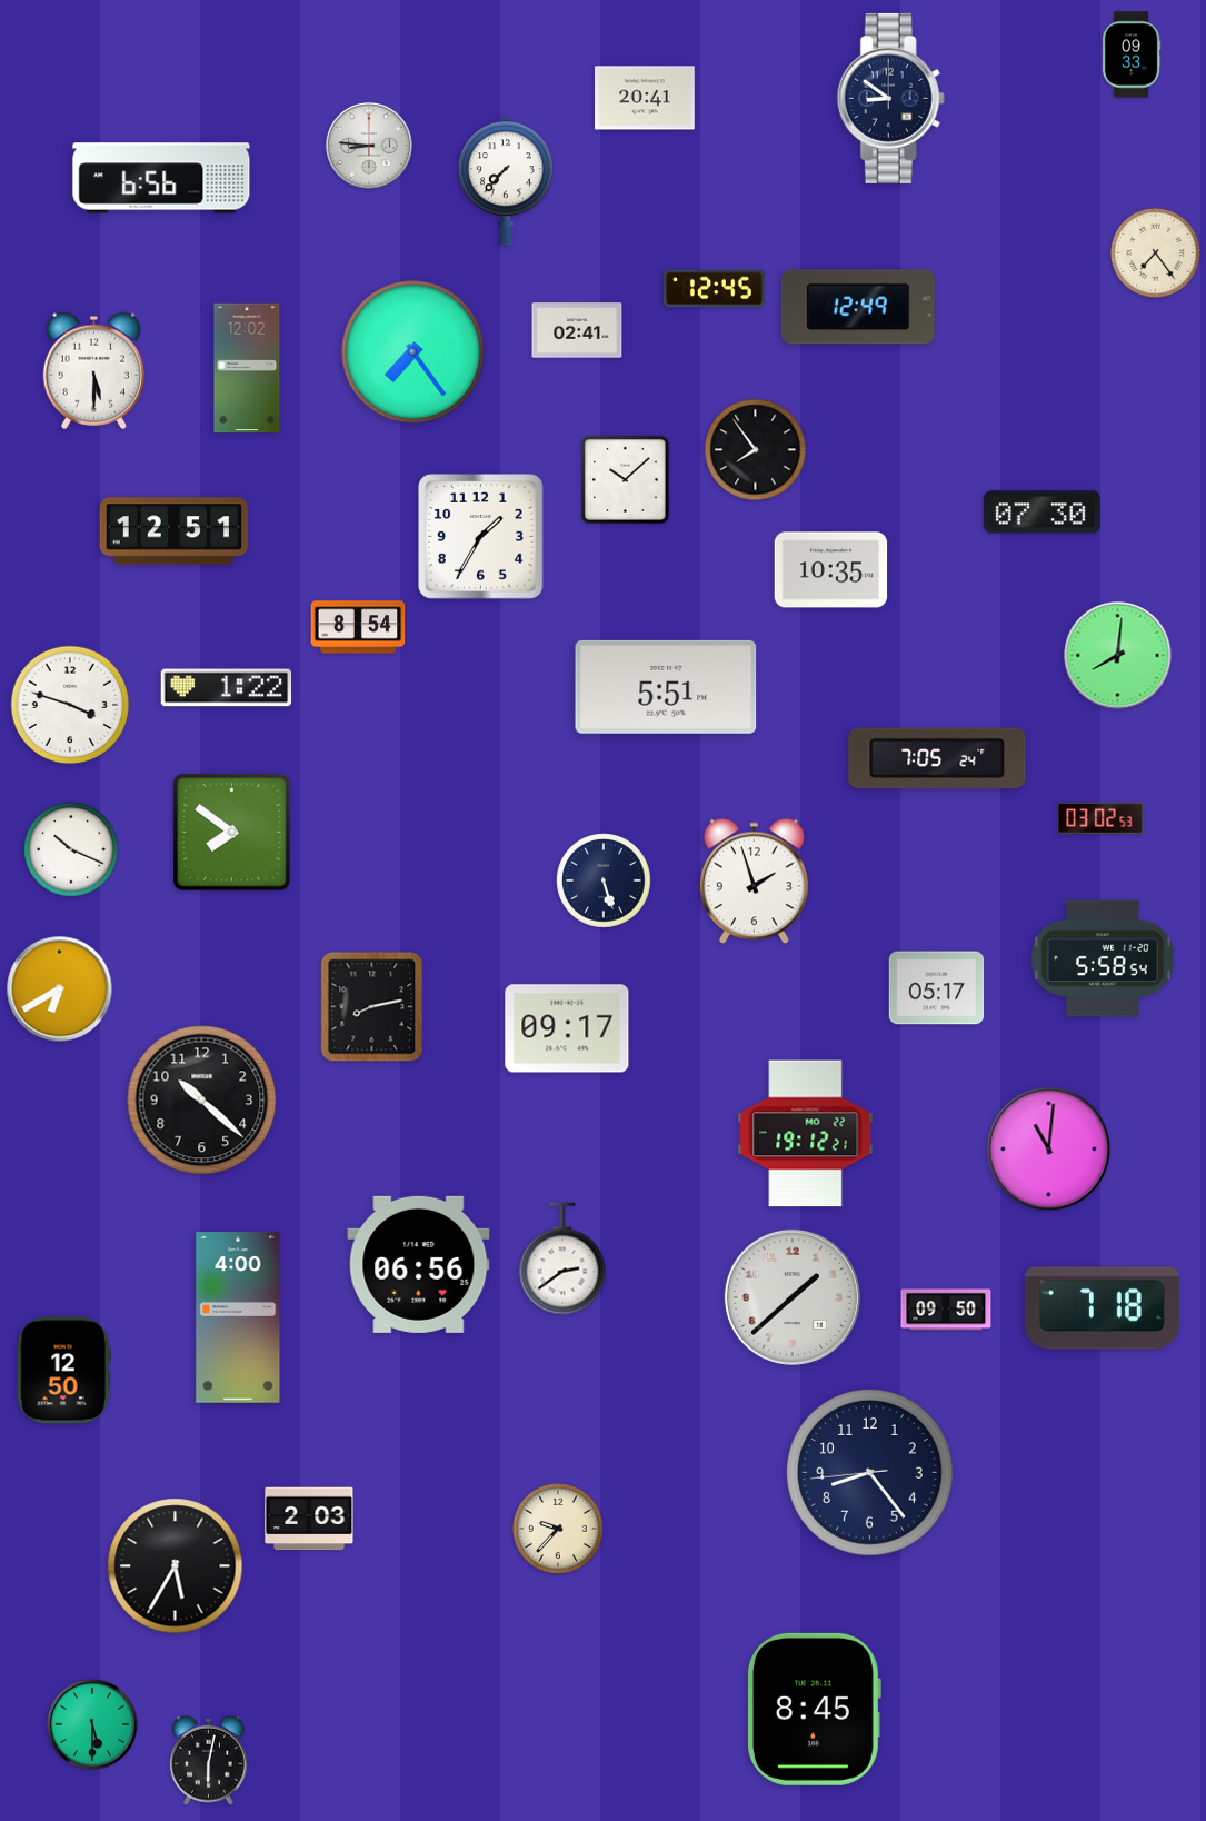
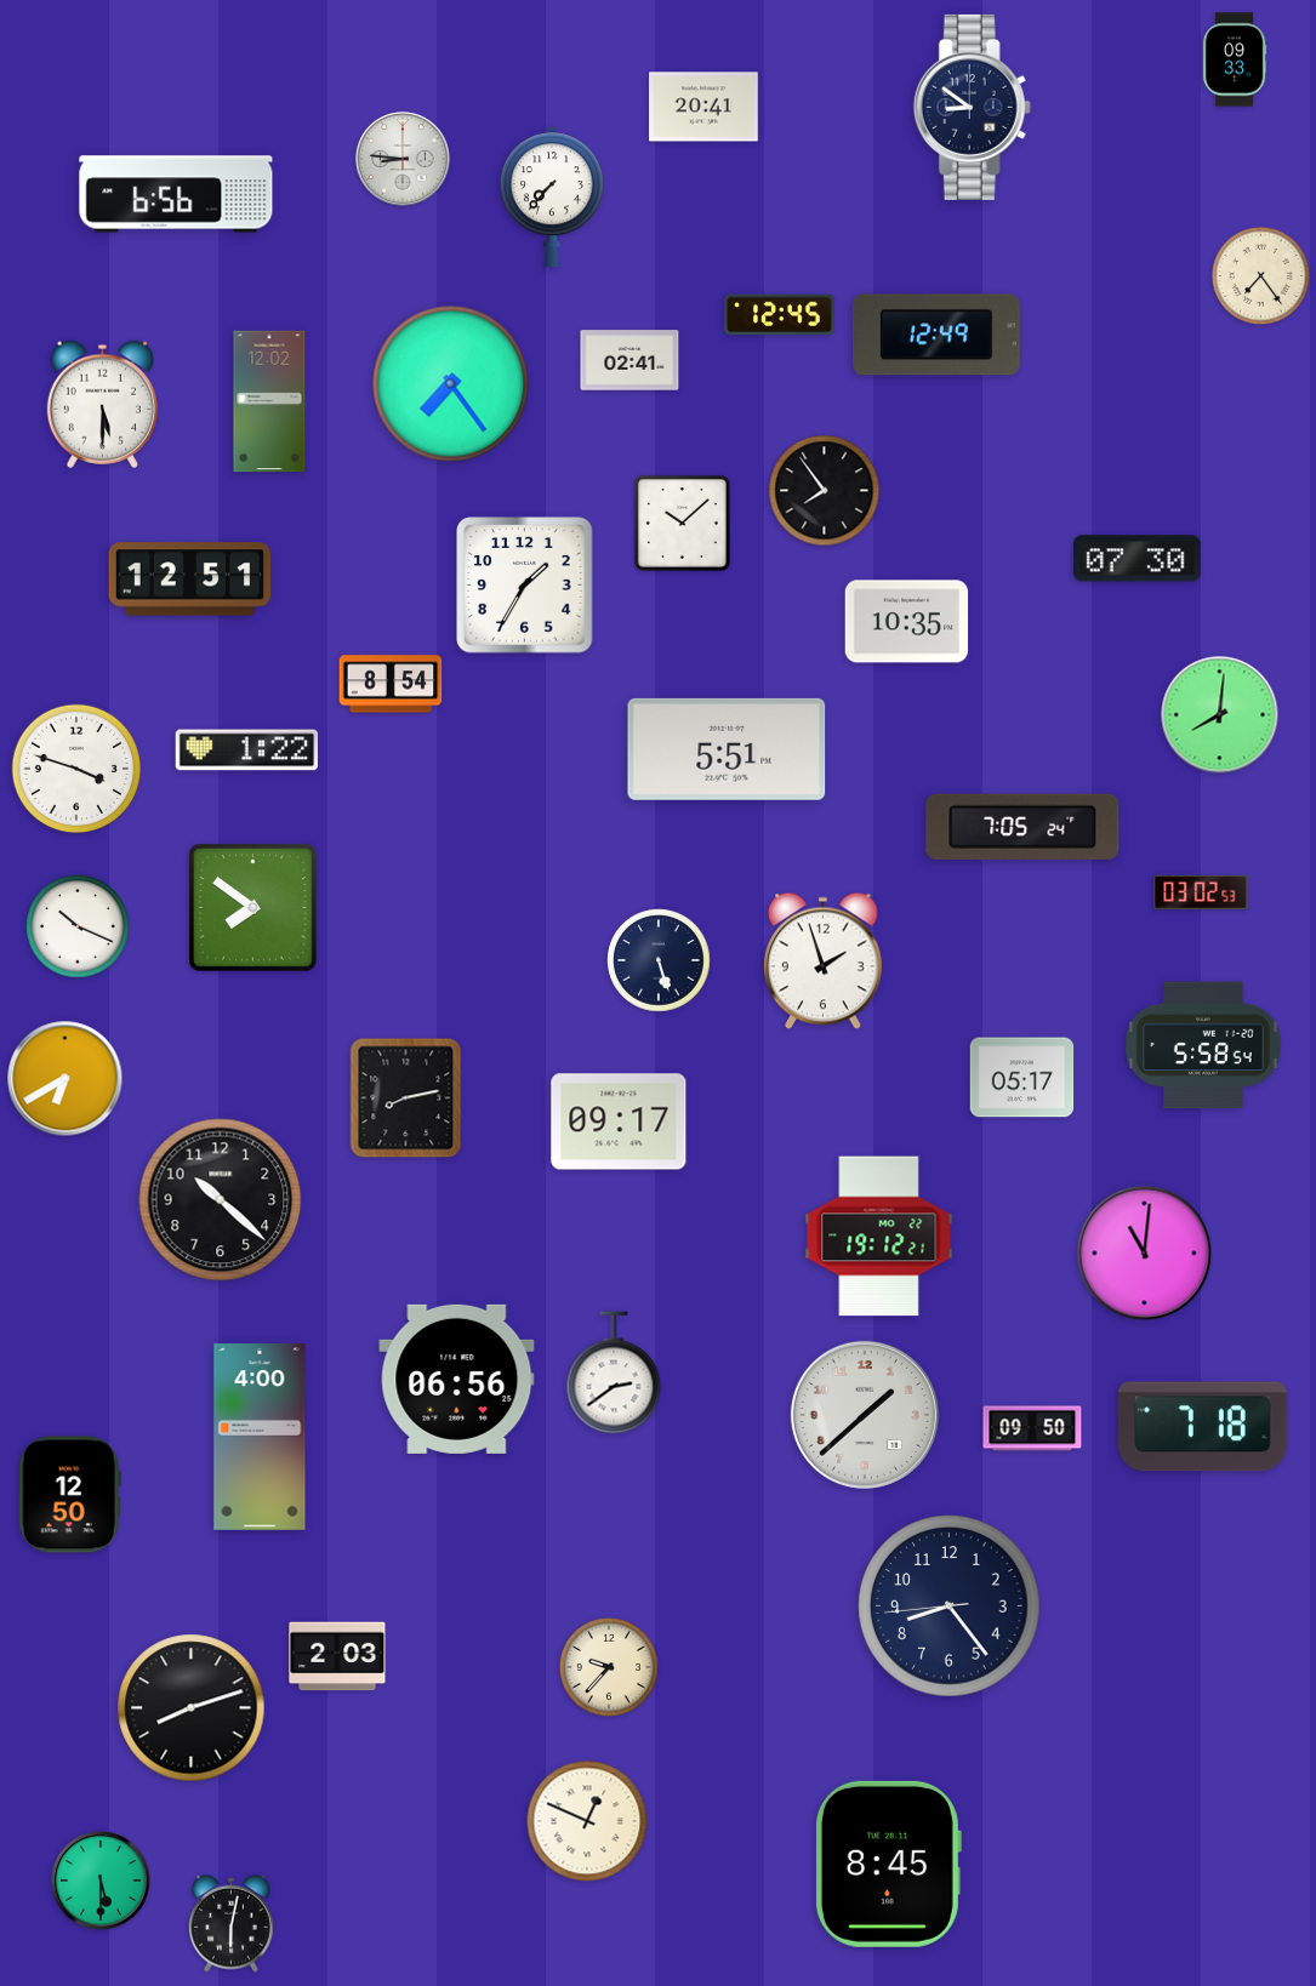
clock at (176, 1566): 5:35 -> 8:12
clock at (587, 1821): none -> 12:49
clock at (209, 1760) position: (209, 1760) -> (232, 1923)
